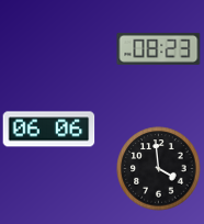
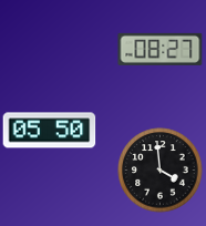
clock at (159, 48): 08:23 -> 08:27
clock at (49, 130): 06:06 -> 05:50
